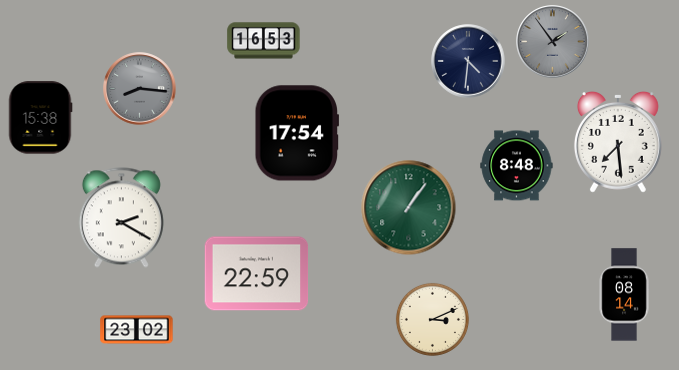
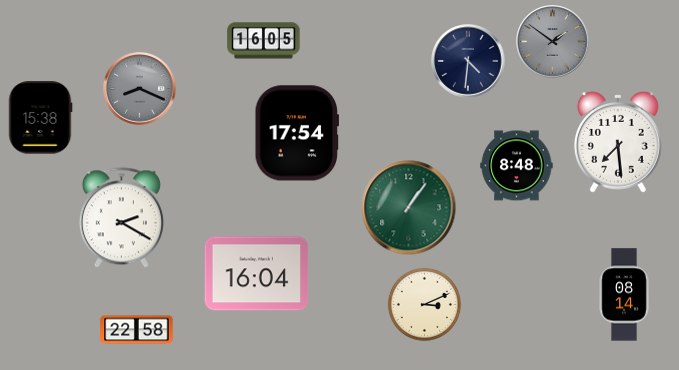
clock at (264, 41): 16:53 -> 16:05
clock at (553, 42): 1:54 -> 1:51
clock at (140, 89): 8:16 -> 8:19
clock at (257, 274): 22:59 -> 16:04
clock at (432, 319) position: (432, 319) -> (424, 304)
clock at (137, 330): 23:02 -> 22:58
